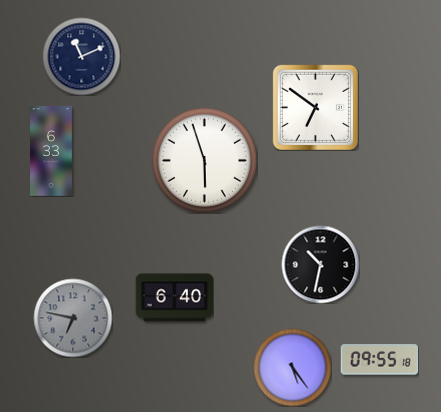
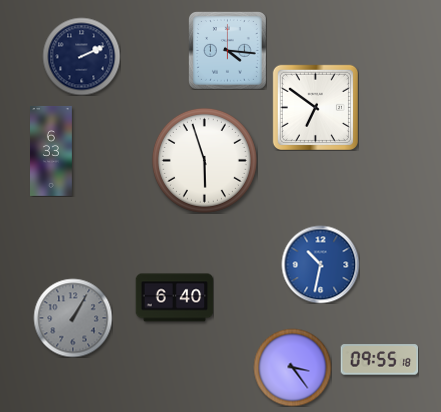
clock at (228, 51): none -> 4:16
clock at (81, 56): 11:11 -> 2:11
clock at (320, 264) dial: black -> blue
clock at (73, 318): 6:47 -> 1:05
clock at (292, 367): 5:24 -> 3:24
